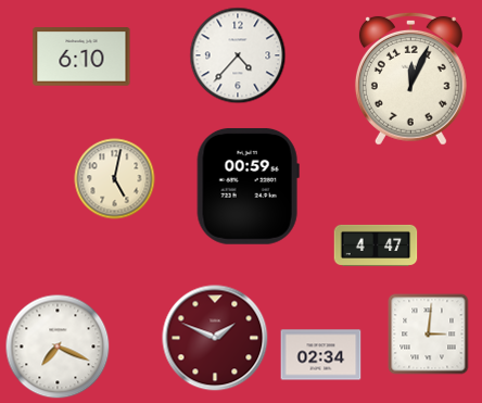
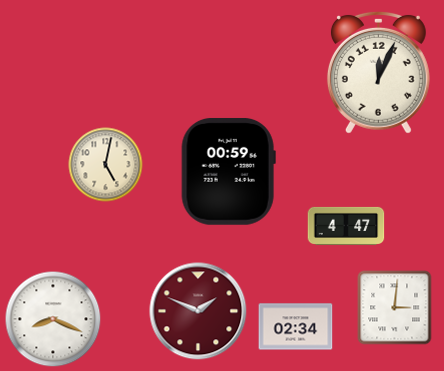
clock at (238, 55): 4:37 -> none
clock at (81, 56): 6:10 -> none
clock at (58, 347): 7:19 -> 8:19
